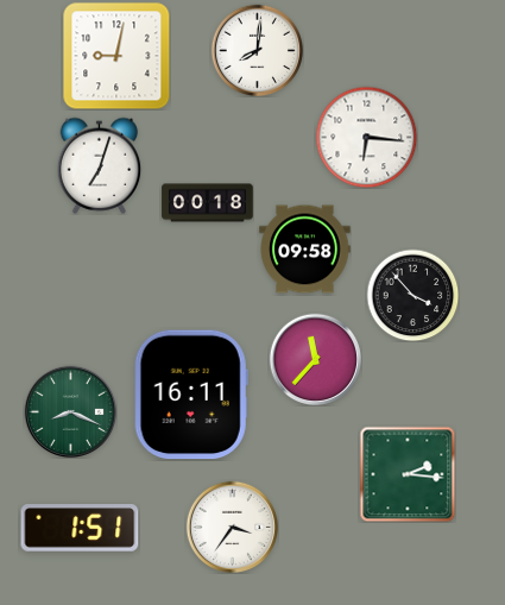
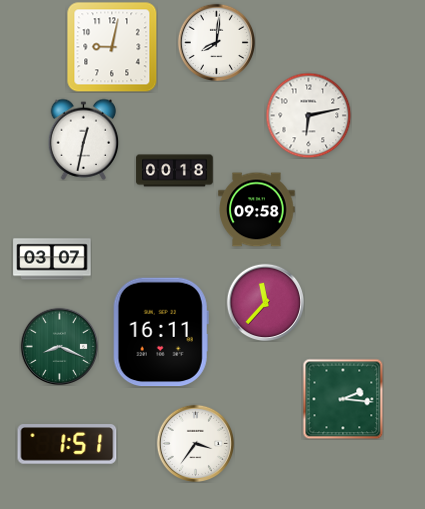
clock at (116, 56) position: (116, 56) -> (112, 47)
clock at (366, 137): 6:16 -> 6:13
clock at (100, 165): 7:03 -> 12:32
clock at (412, 295): 3:53 -> none
clock at (52, 259): none -> 03:07
